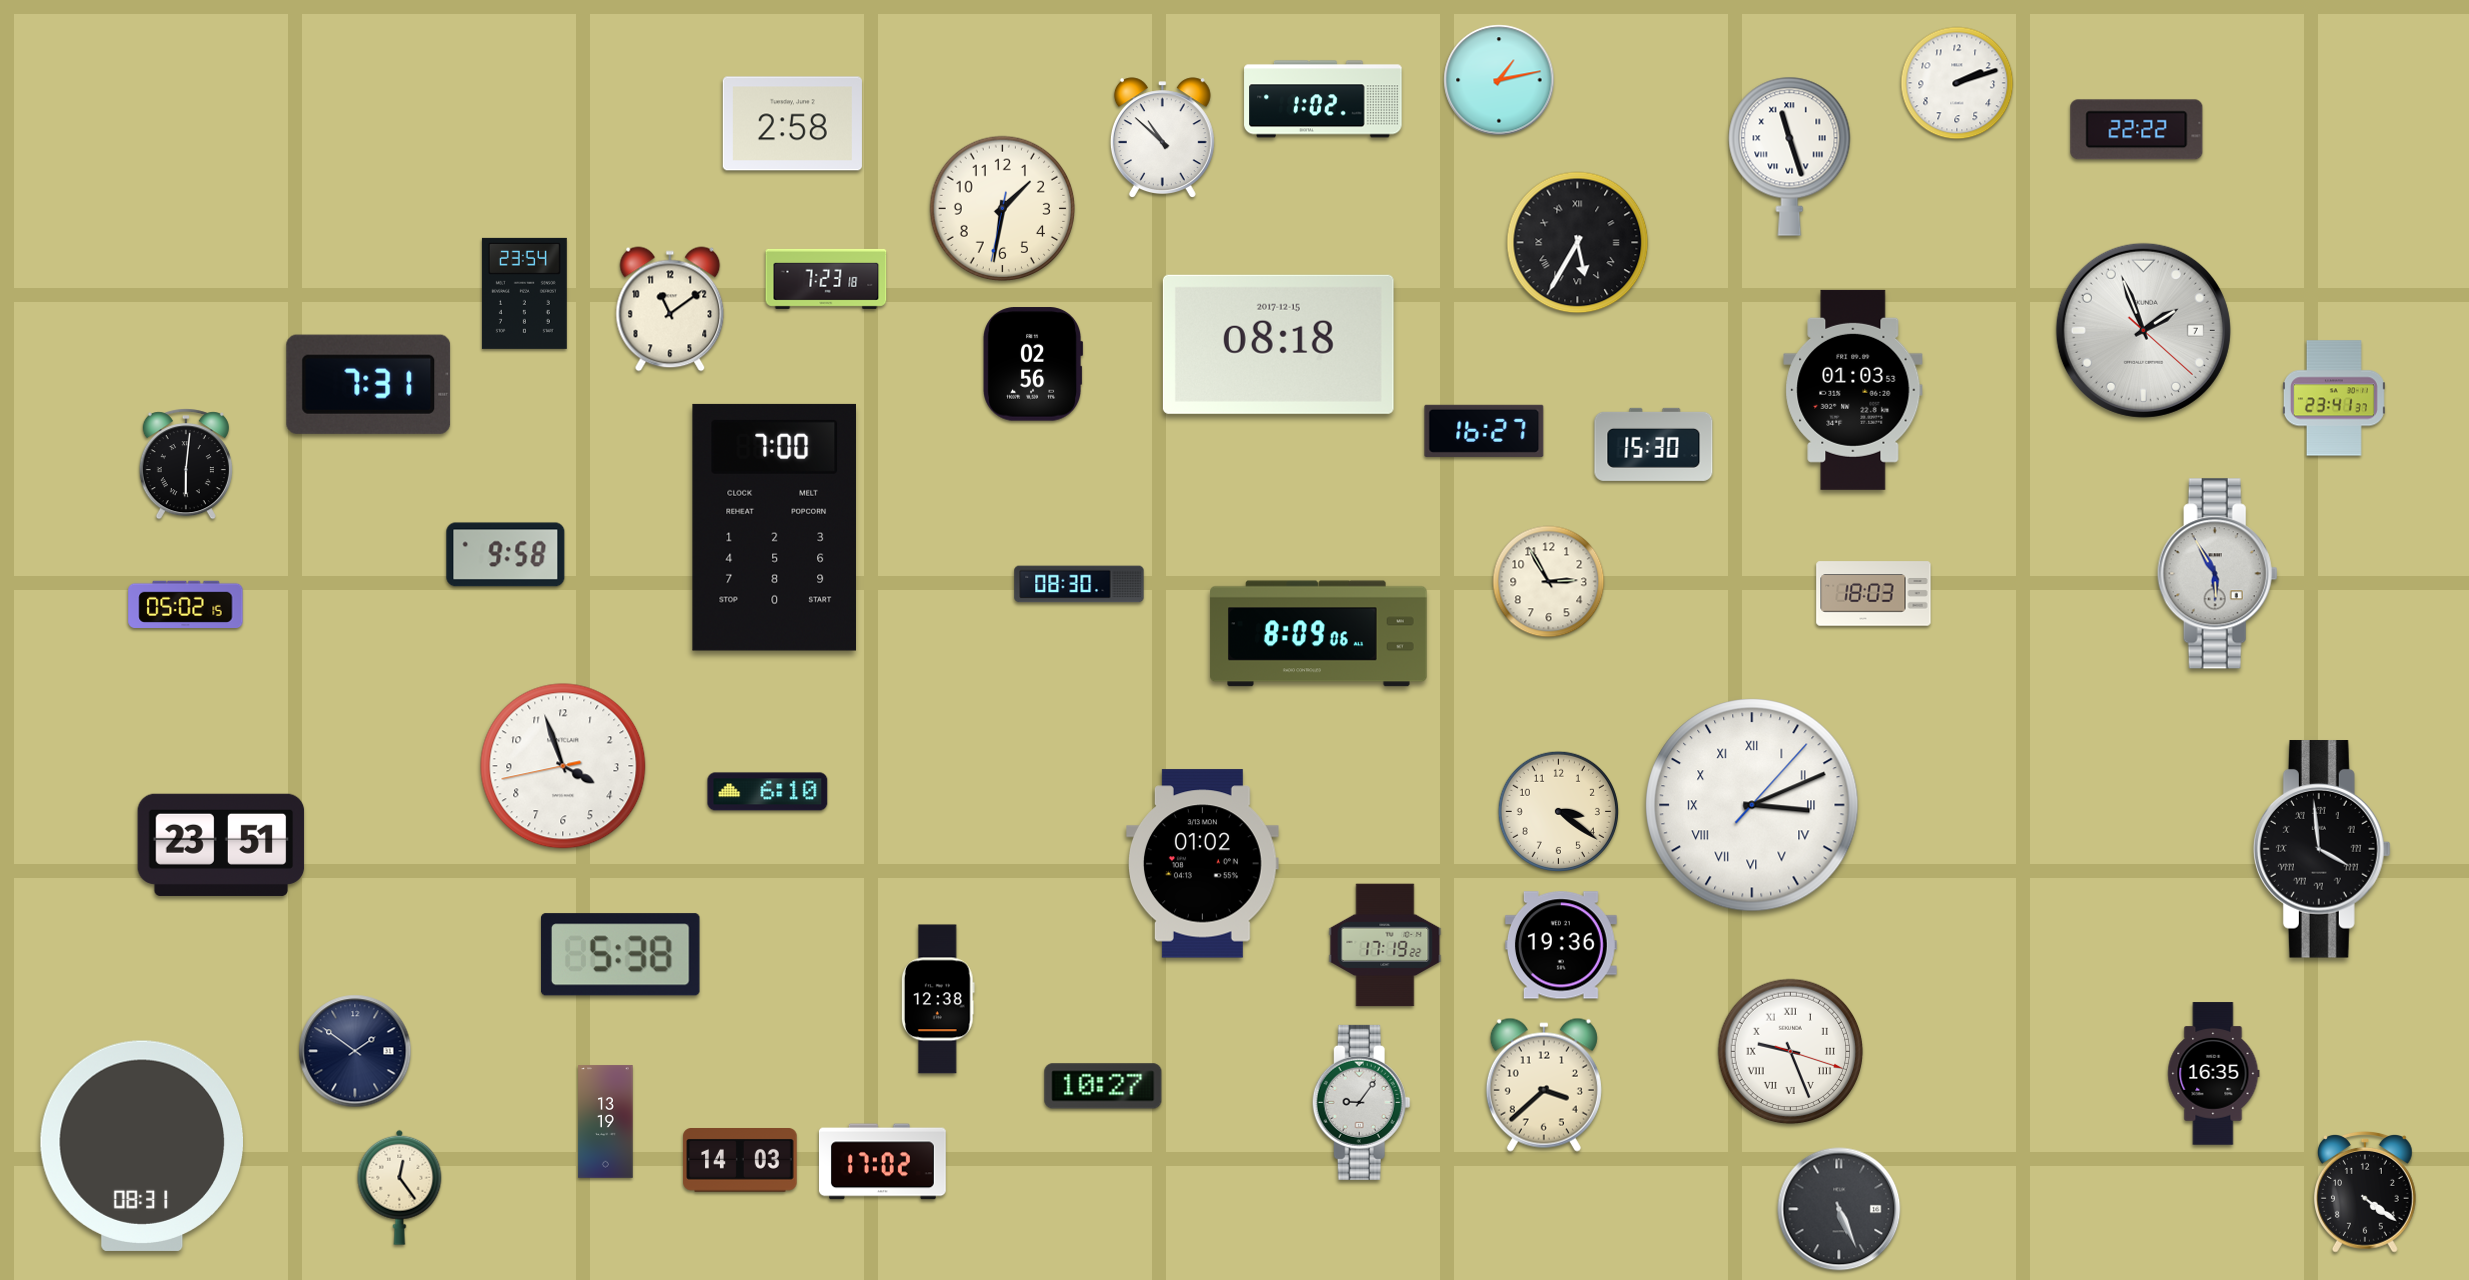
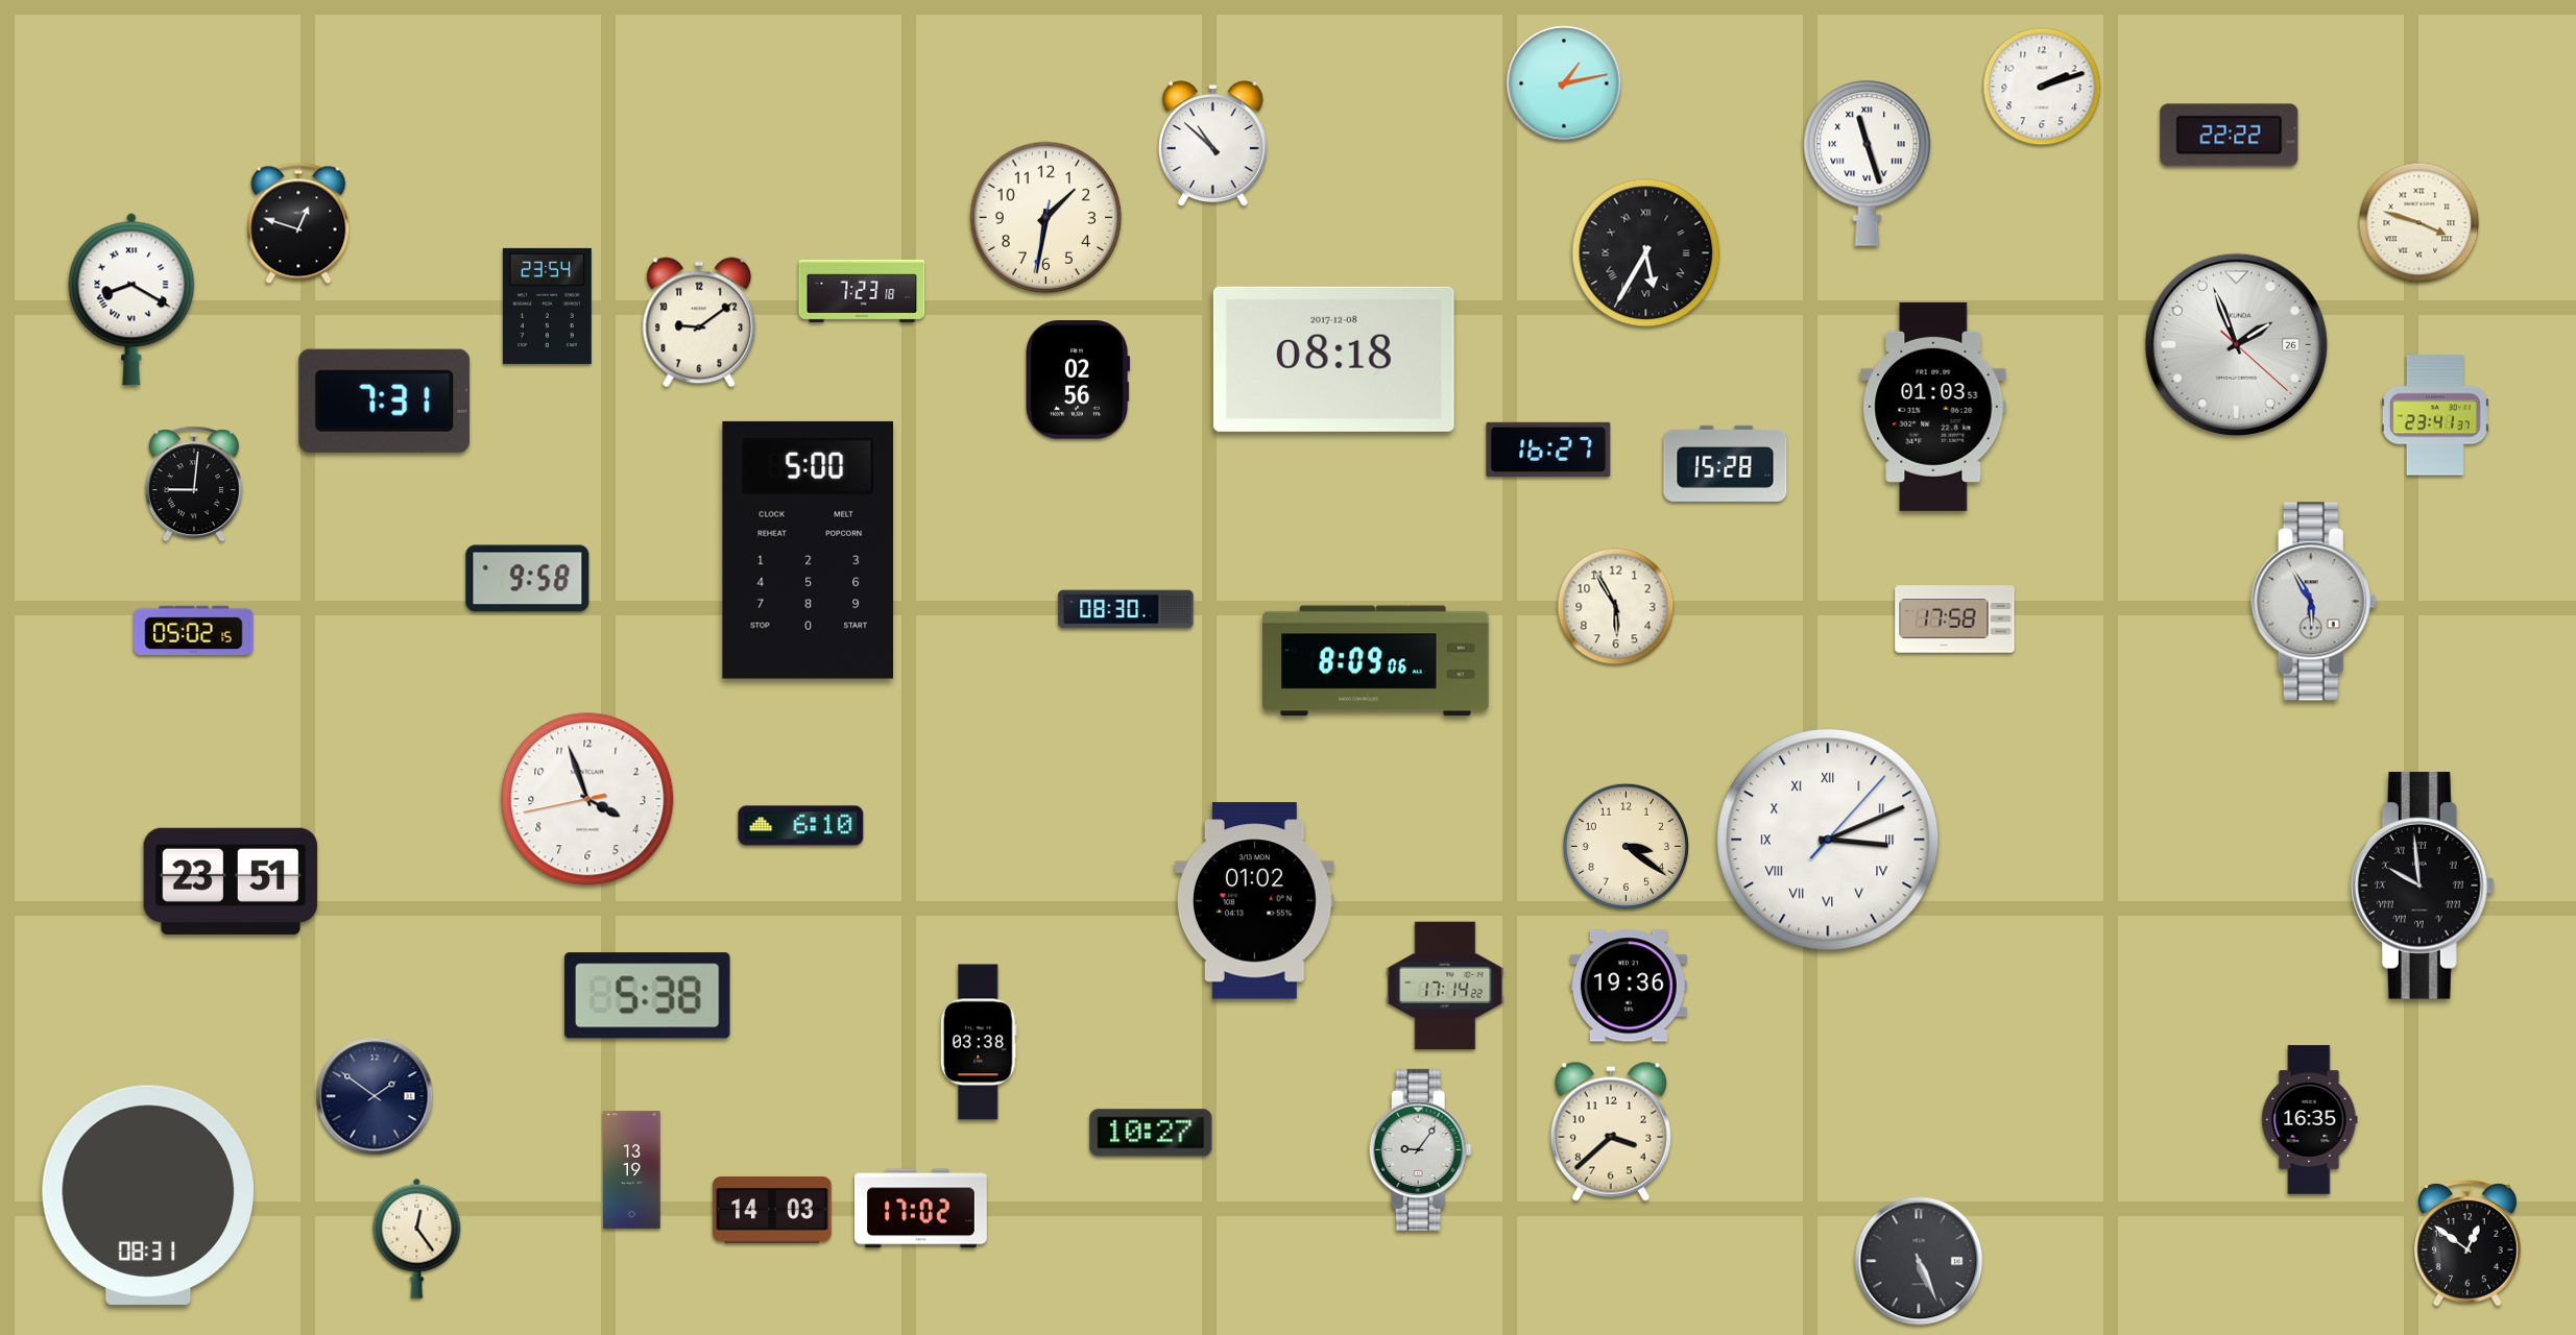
clock at (1323, 99): 1:02 -> none
clock at (792, 124): 2:58 -> none
clock at (298, 223): none -> 12:48
clock at (2419, 223): none -> 3:48
clock at (131, 299): none -> 8:20
clock at (670, 309): 11:09 -> 9:09
clock at (2143, 330) date: 7 -> 26
clock at (1278, 344) date: 2017-12-15 -> 2017-12-08
clock at (1654, 444): 15:30 -> 15:28
clock at (186, 464): 6:01 -> 9:01
clock at (774, 527): 7:00 -> 5:00
clock at (2217, 574) position: (2217, 574) -> (2313, 602)
clock at (1549, 582): 2:55 -> 5:55
clock at (1874, 594): 18:03 -> 17:58
clock at (2322, 849): 3:59 -> 9:59
clock at (1385, 945): 17:19 -> 17:14
clock at (938, 999): 12:38 -> 03:38
clock at (355, 1051) position: (355, 1051) -> (375, 1096)
clock at (1791, 1052): 9:26 -> none
clock at (882, 1162) position: (882, 1162) -> (920, 1209)
clock at (2365, 1192): 4:21 -> 12:51
